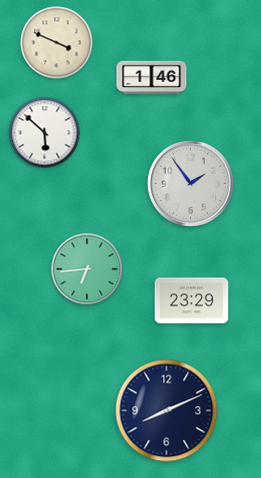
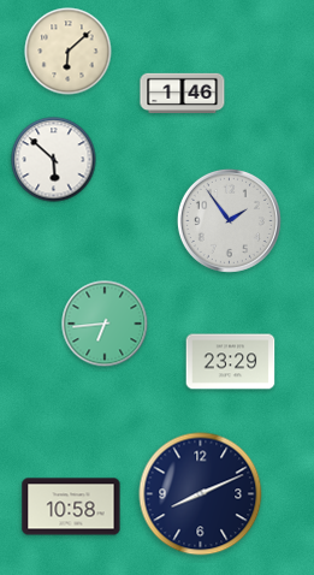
clock at (57, 43): 3:49 -> 6:08
clock at (71, 506): none -> 10:58
